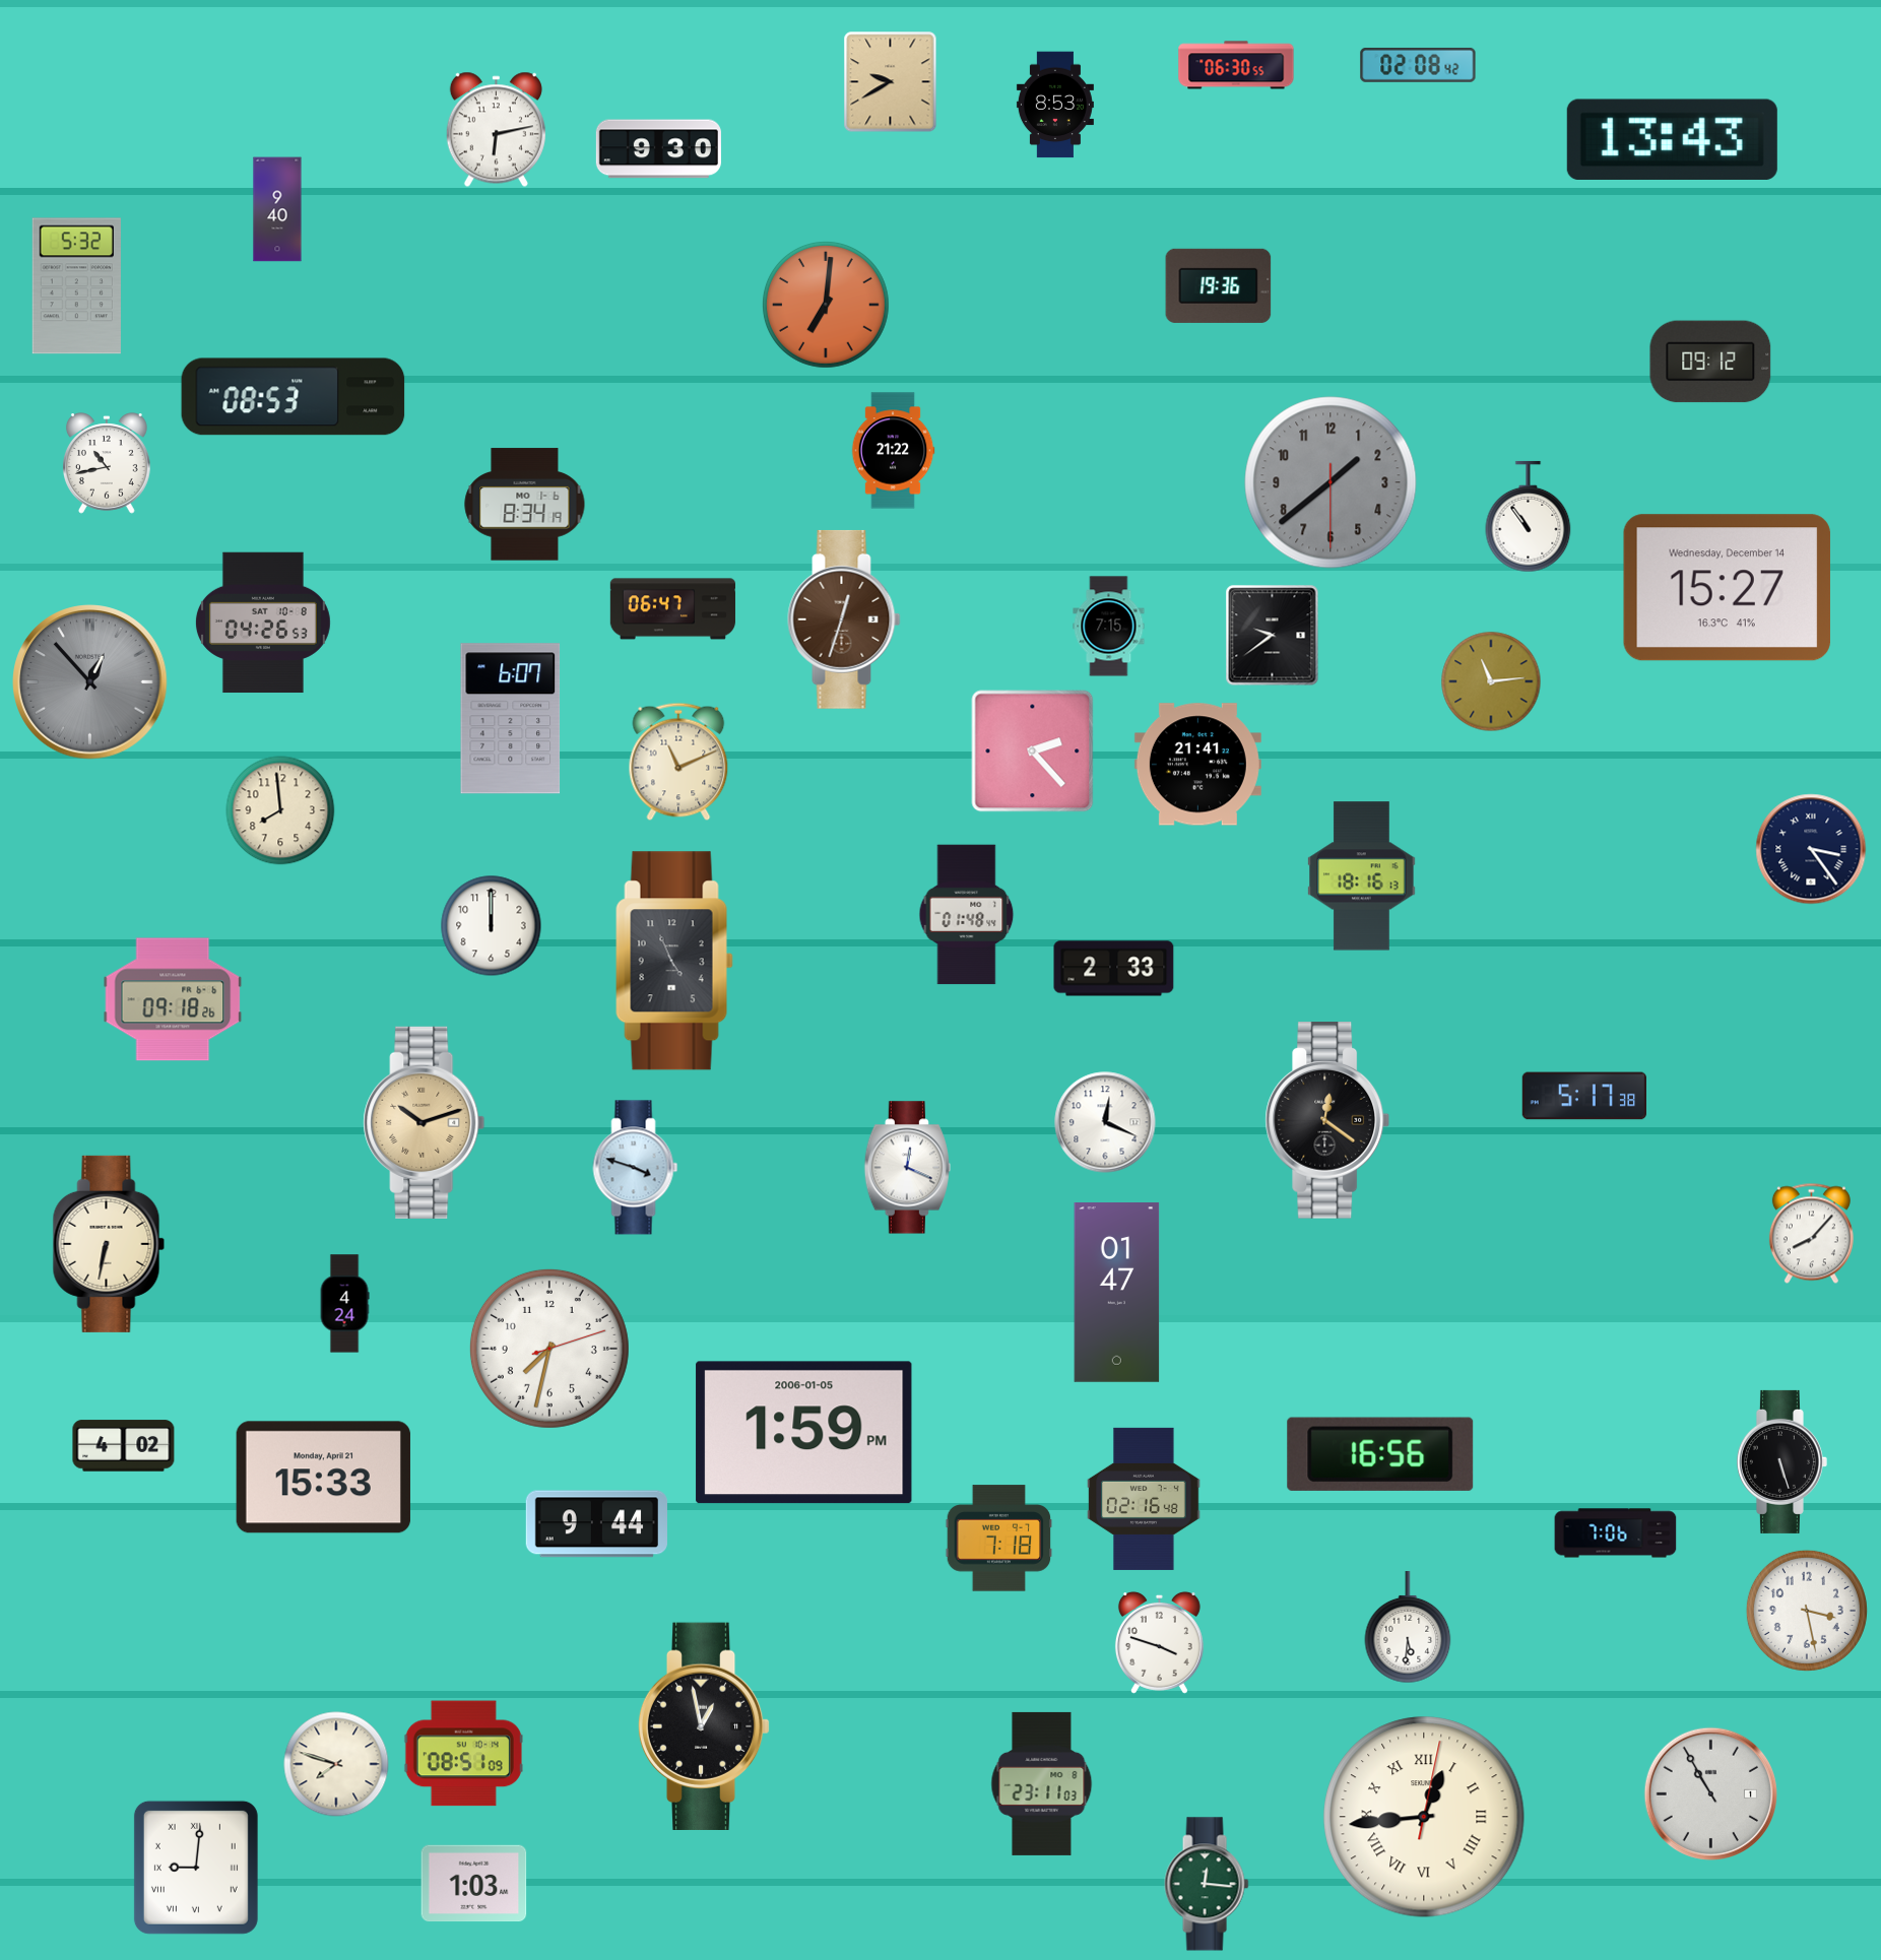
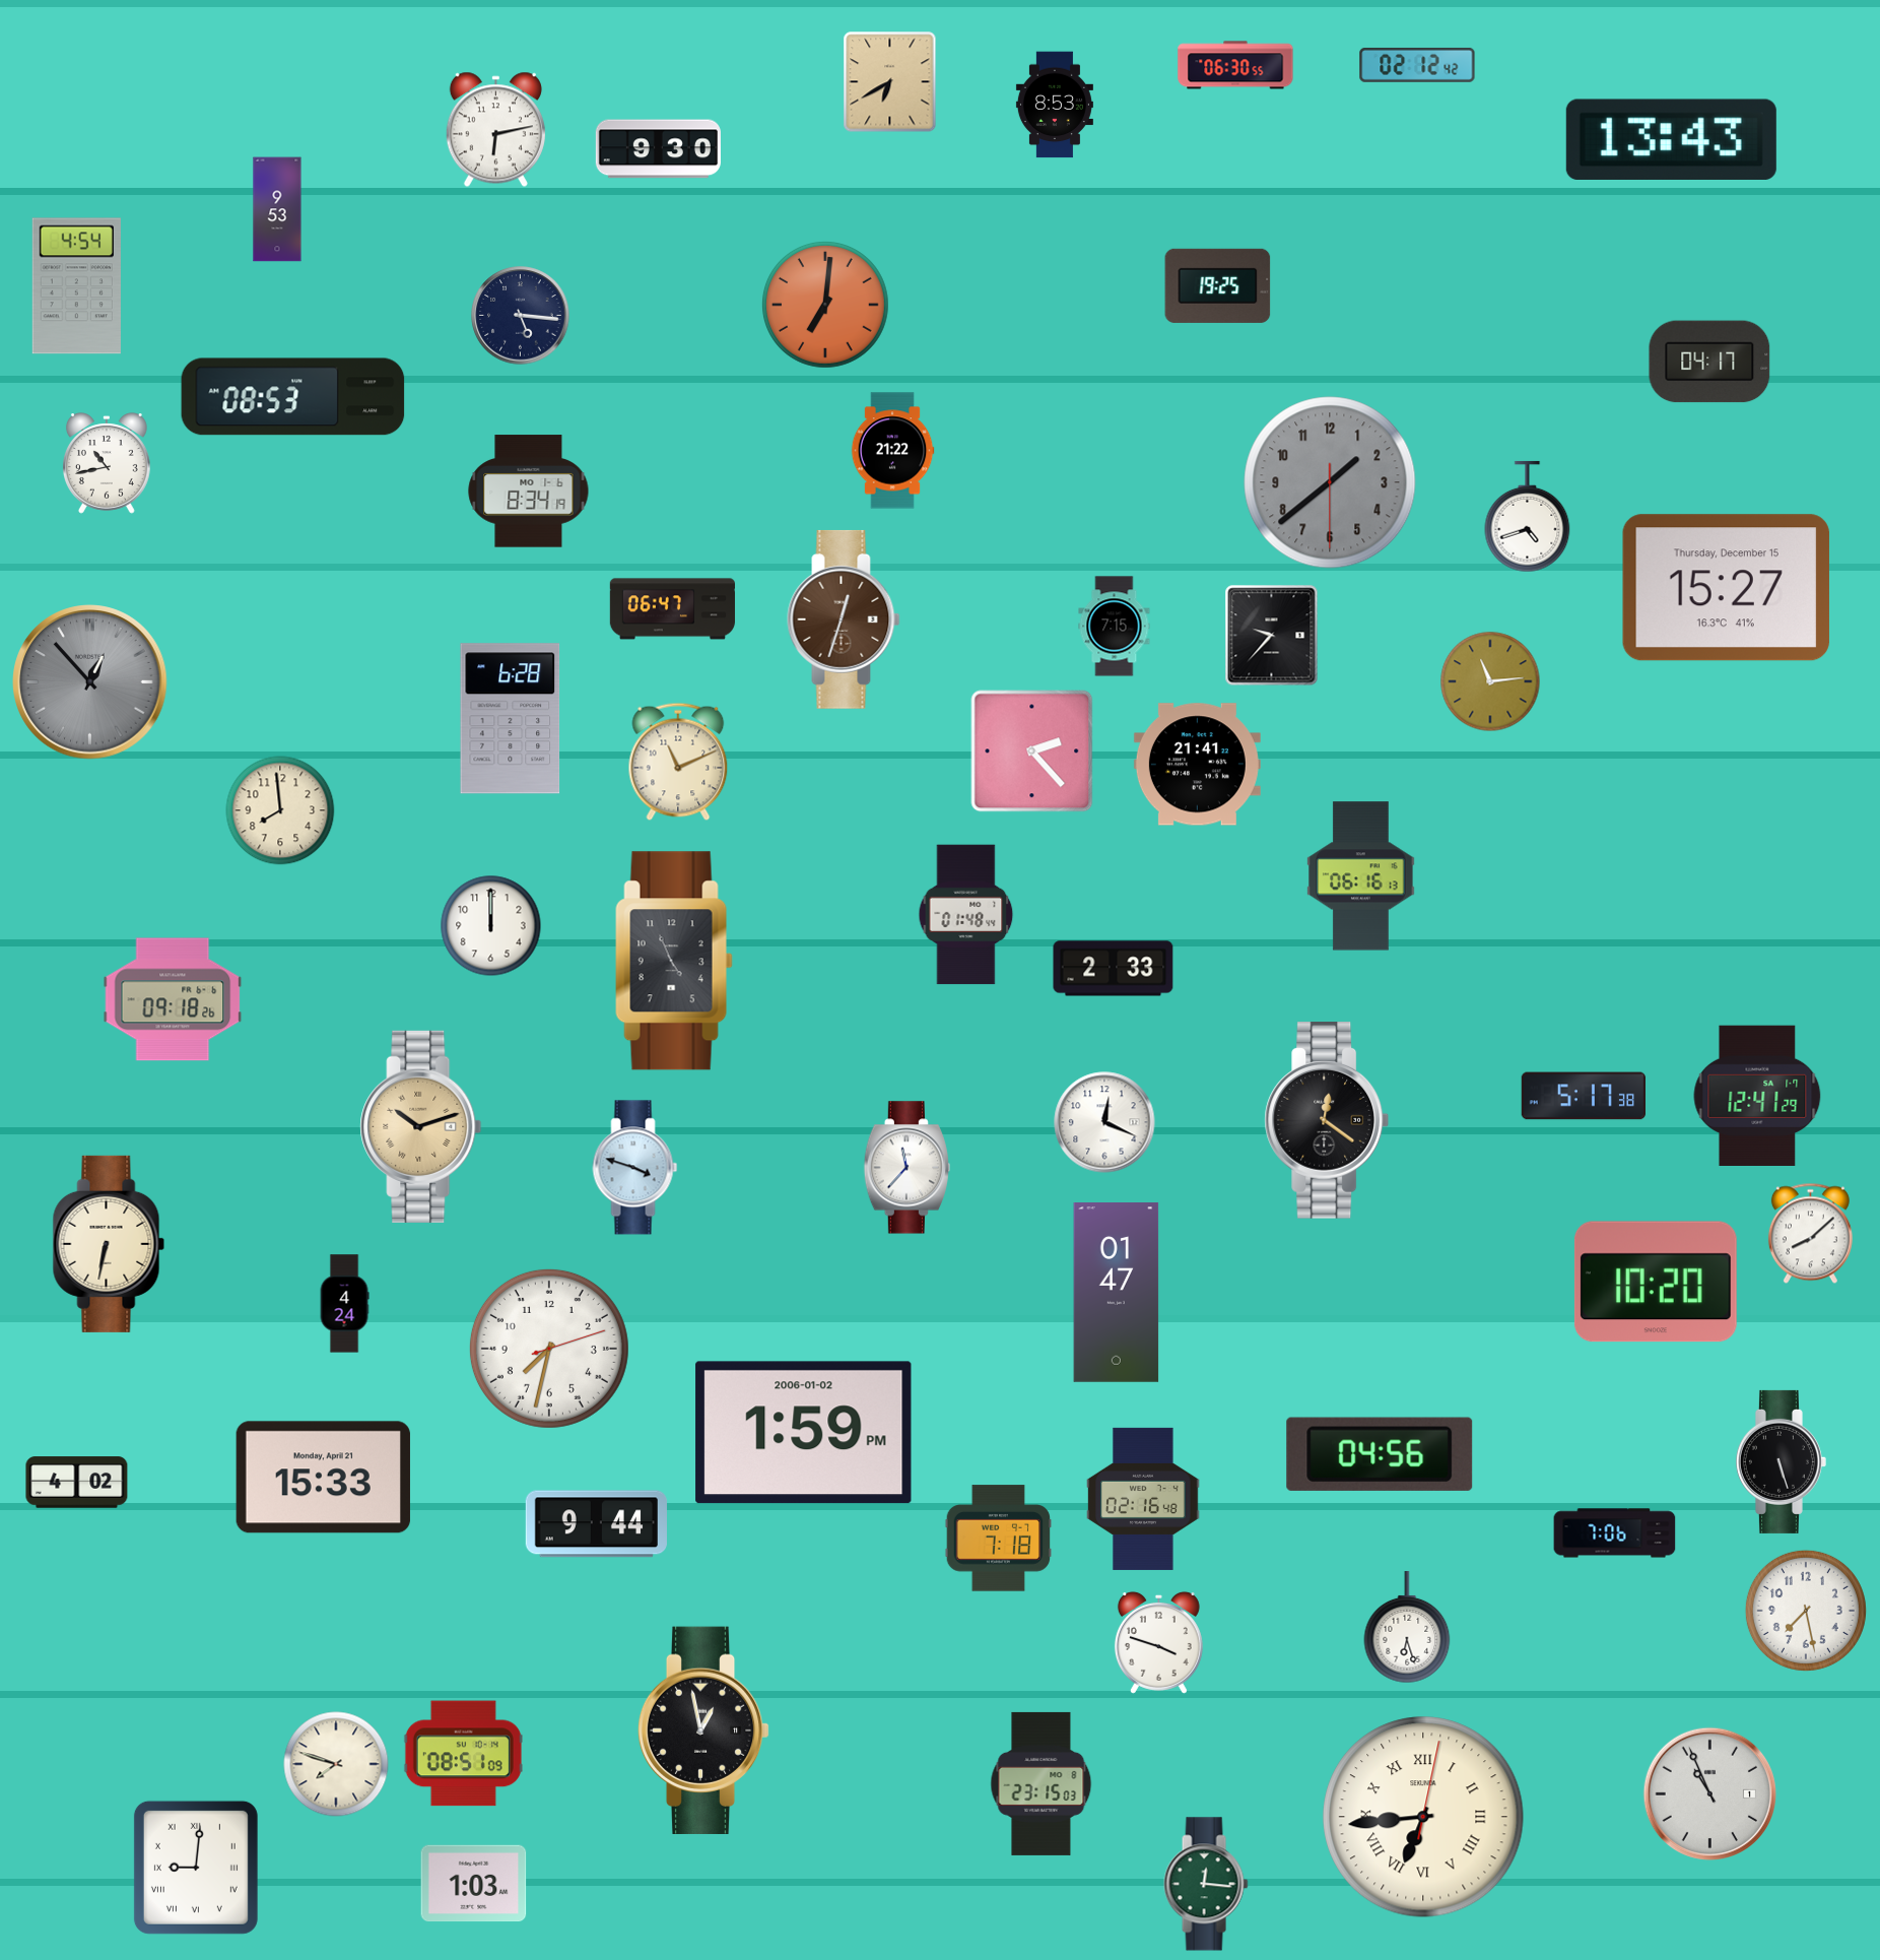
clock at (1418, 65): 02:08 -> 02:12
clock at (891, 82): 9:40 -> 6:40
clock at (277, 209): 9:40 -> 9:53
clock at (1219, 285): 19:36 -> 19:25
clock at (76, 286): 5:32 -> 4:54
clock at (521, 316): none -> 5:16
clock at (1710, 362): 09:12 -> 04:17
clock at (525, 505) position: (525, 505) -> (529, 492)
clock at (1529, 517): 10:54 -> 4:42
clock at (1727, 588) date: Wednesday, December 14 -> Thursday, December 15
clock at (263, 623): 04:26 -> none
clock at (1109, 627) position: (1109, 627) -> (1115, 627)
clock at (1273, 636): 9:39 -> 9:37
clock at (511, 719): 6:07 -> 6:28
clock at (1811, 849): 3:24 -> none
clock at (1362, 876): 18:16 -> 06:16
clock at (1757, 1095): none -> 12:41
clock at (425, 1122) position: (425, 1122) -> (421, 1126)
clock at (907, 1168): 12:19 -> 11:37
clock at (1811, 1234): 8:07 -> 8:08
clock at (1656, 1282): none -> 10:20
clock at (804, 1433) date: 2006-01-05 -> 2006-01-02
clock at (124, 1446) position: (124, 1446) -> (77, 1483)
clock at (1380, 1454): 16:56 -> 04:56
clock at (1807, 1611): 3:28 -> 7:28
clock at (1408, 1628): 5:31 -> 6:27
clock at (704, 1726) position: (704, 1726) -> (703, 1730)
clock at (1042, 1783): 23:11 -> 23:15
clock at (1711, 1794): 10:55 -> 10:56
clock at (1424, 1817): 12:44 -> 6:44
